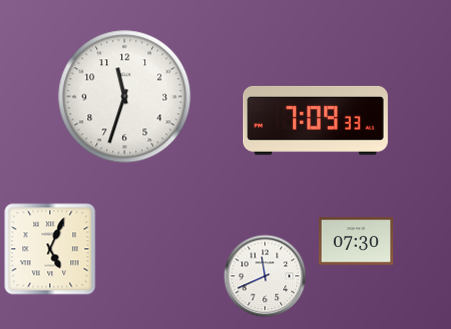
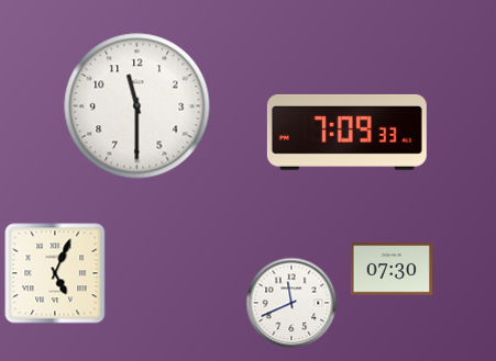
clock at (125, 97): 11:33 -> 11:30
clock at (356, 241) position: (356, 241) -> (392, 269)
